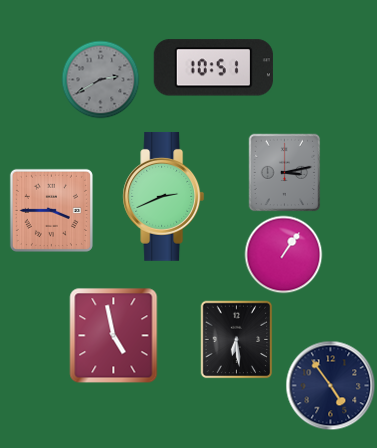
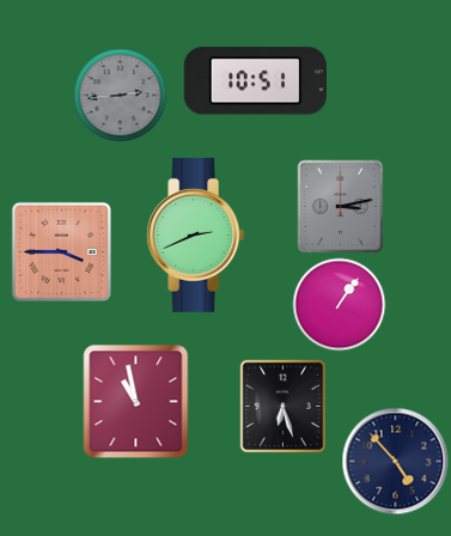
clock at (100, 79): 2:40 -> 2:44
clock at (114, 335): 4:58 -> 10:58
clock at (237, 339): 6:29 -> 6:27
clock at (330, 385): 4:54 -> 4:53
